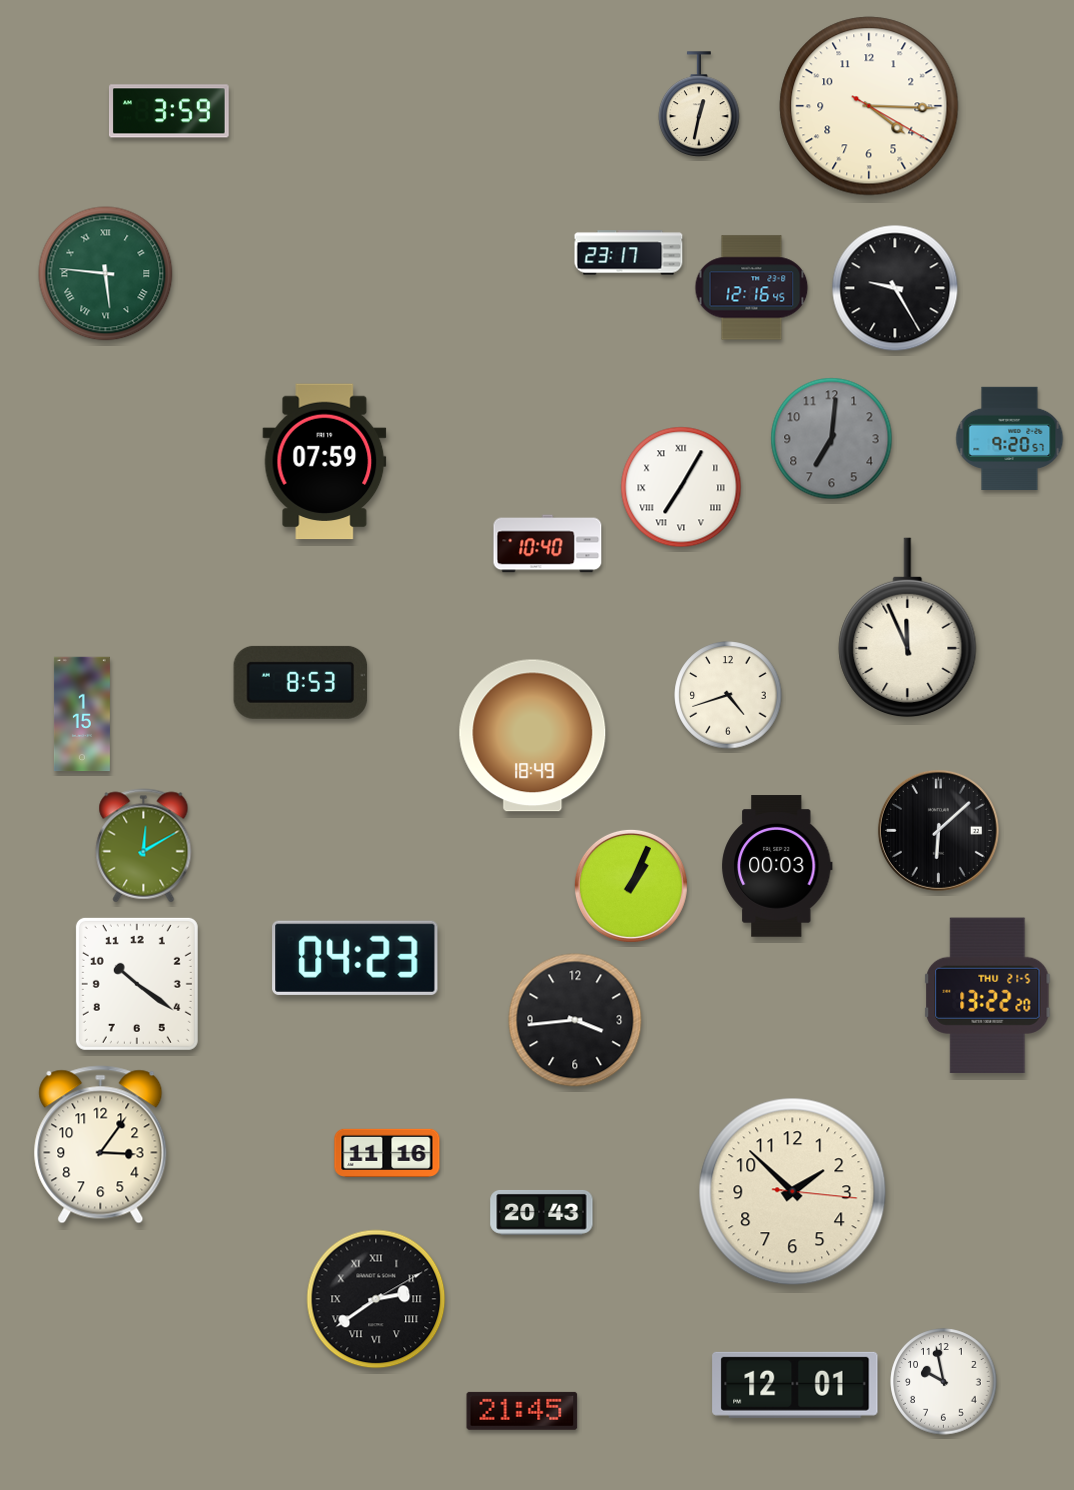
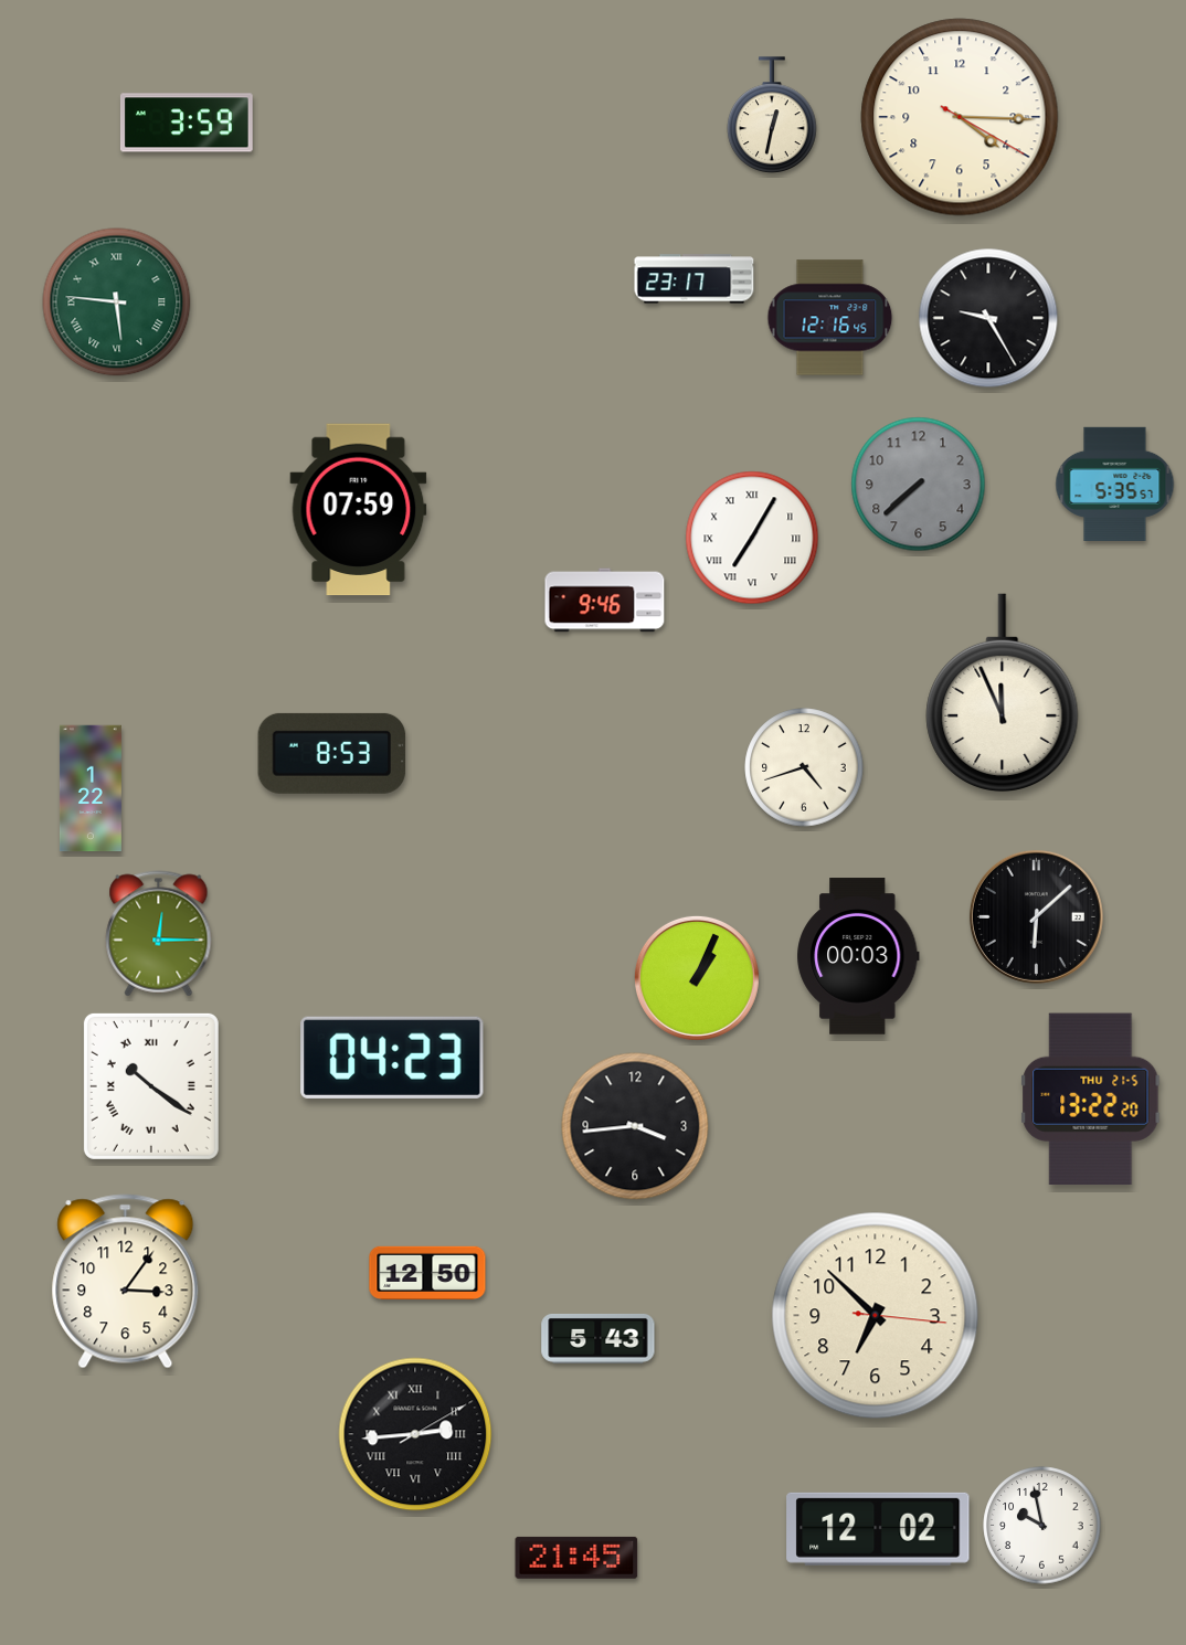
clock at (1010, 438): 9:20 -> 5:35
clock at (832, 439): 7:01 -> 7:38
clock at (548, 544): 10:40 -> 9:46
clock at (82, 714): 1:15 -> 1:22
clock at (533, 736): 18:49 -> none
clock at (144, 846): 12:10 -> 12:15
clock at (137, 984) numerals: Arabic -> Roman
clock at (101, 1145) position: (101, 1145) -> (126, 1282)
clock at (387, 1152): 11:16 -> 12:50
clock at (793, 1192): 1:52 -> 6:52
clock at (542, 1212): 20:43 -> 5:43
clock at (376, 1299): 2:39 -> 2:44
clock at (795, 1385): 12:01 -> 12:02
